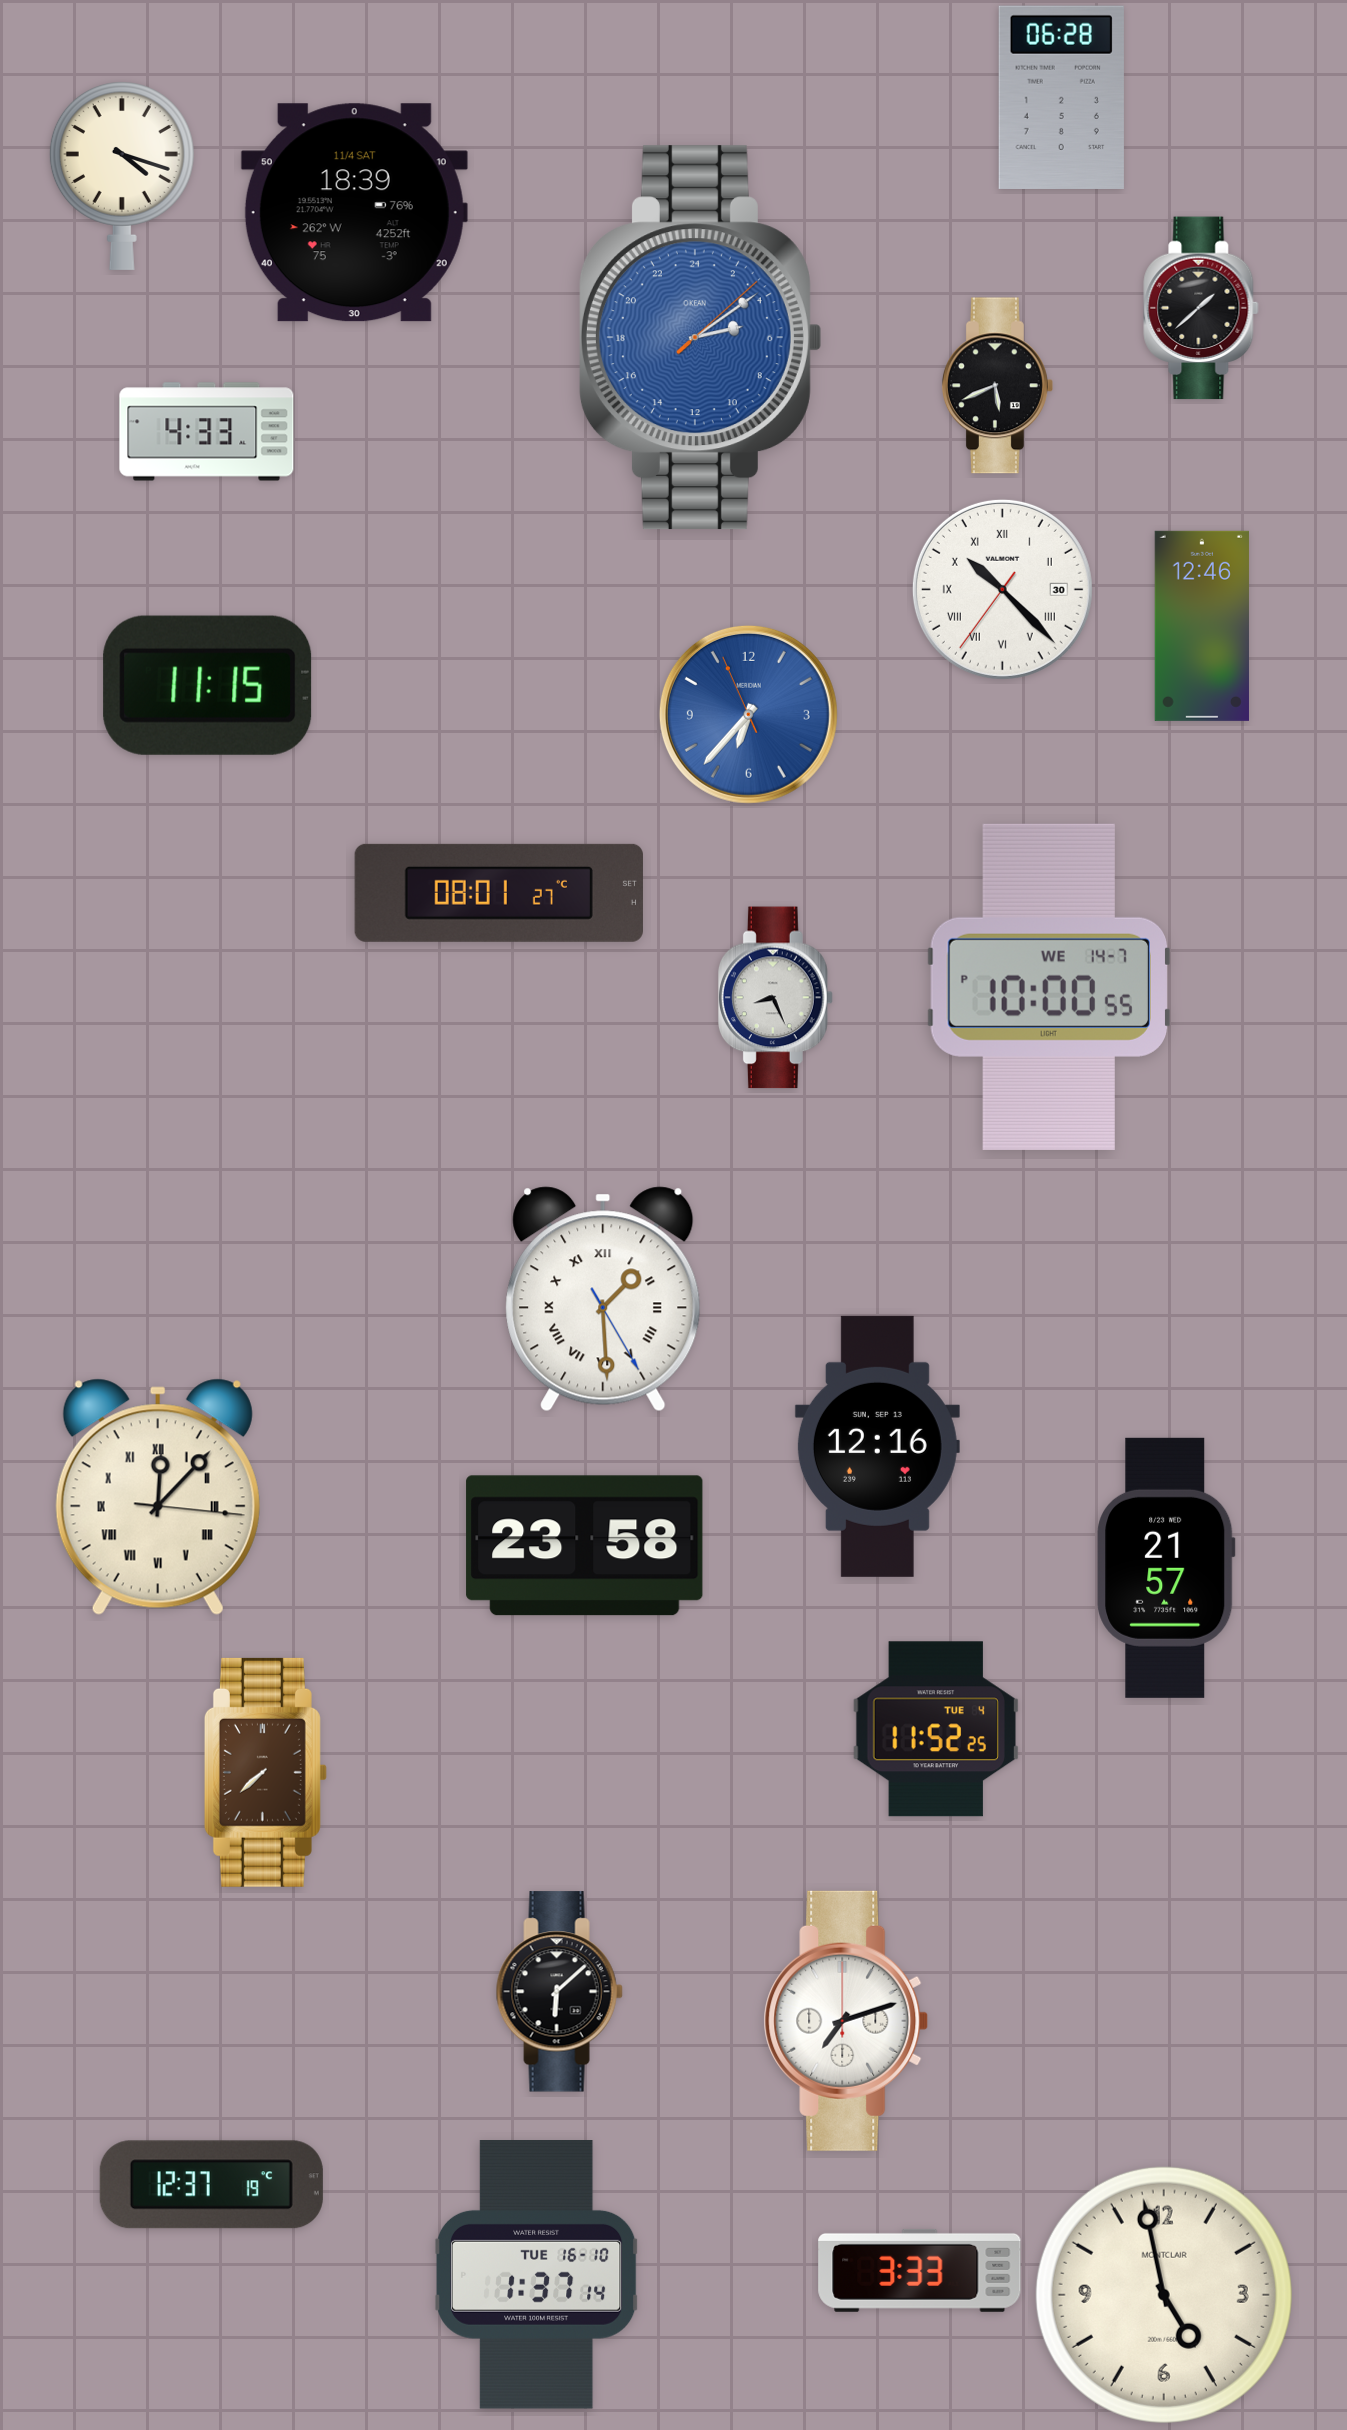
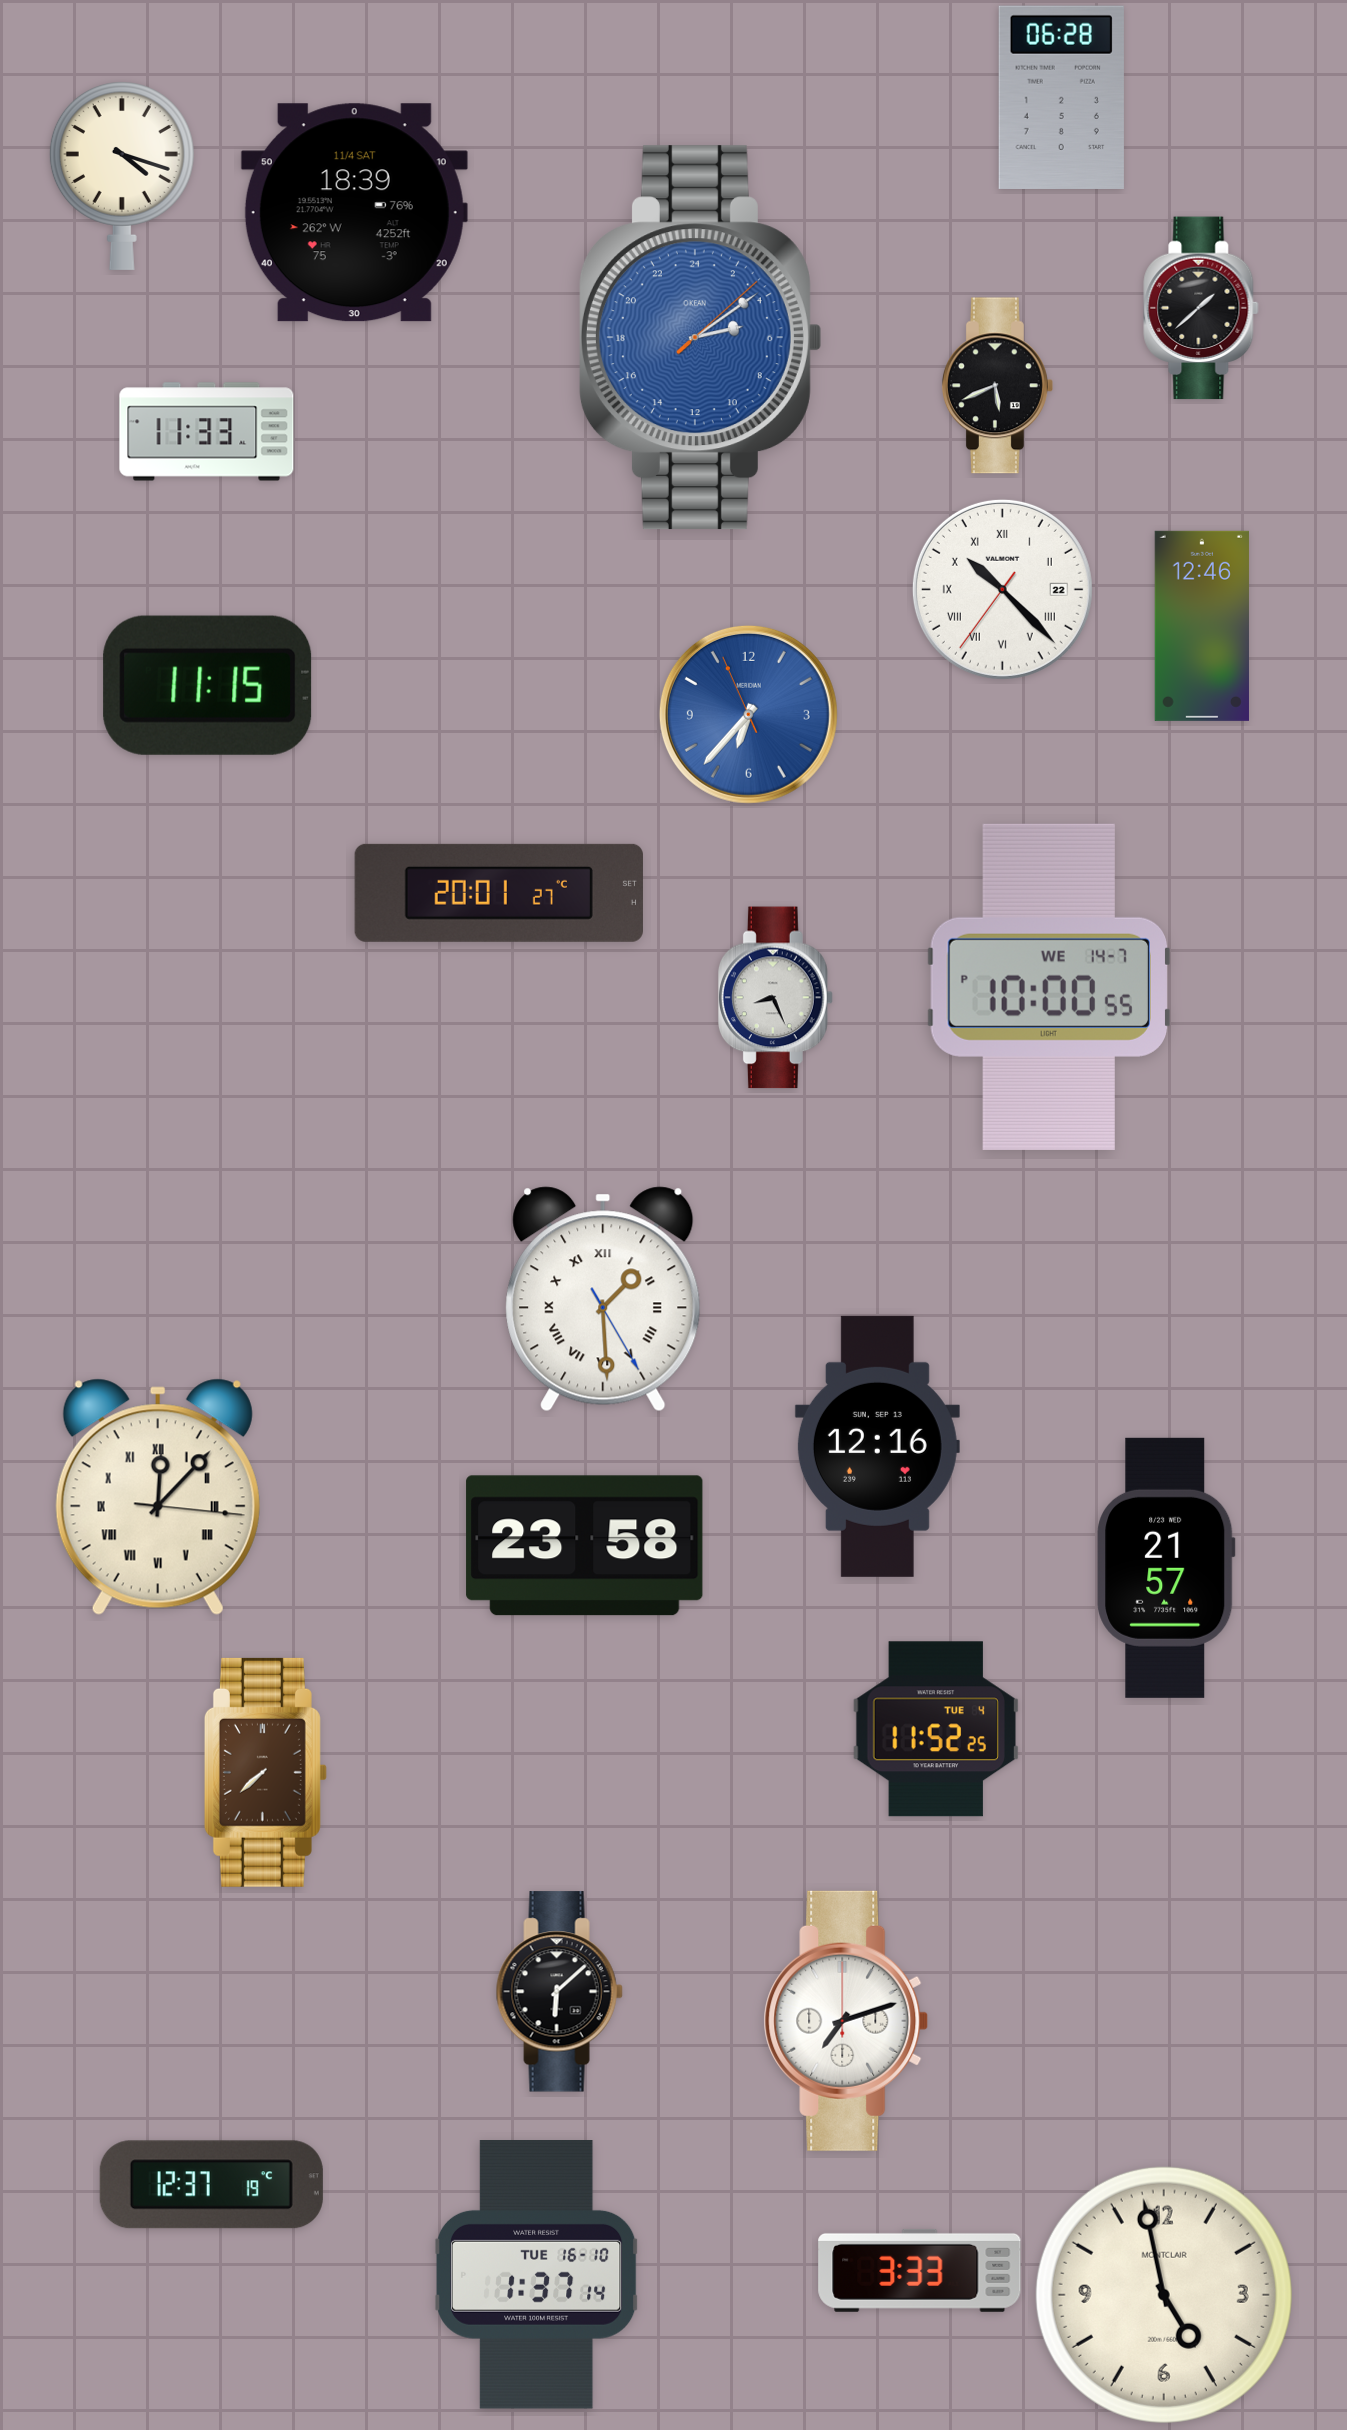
clock at (207, 432): 4:33 -> 11:33
clock at (1002, 589) date: 30 -> 22
clock at (499, 893): 08:01 -> 20:01
